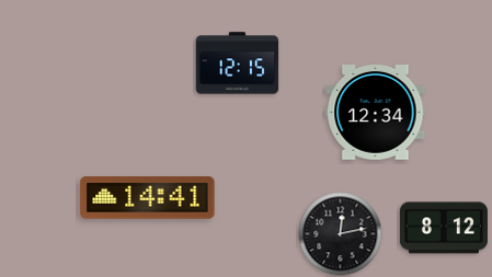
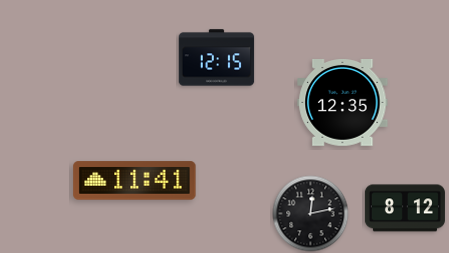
clock at (376, 113): 12:34 -> 12:35
clock at (148, 198): 14:41 -> 11:41
